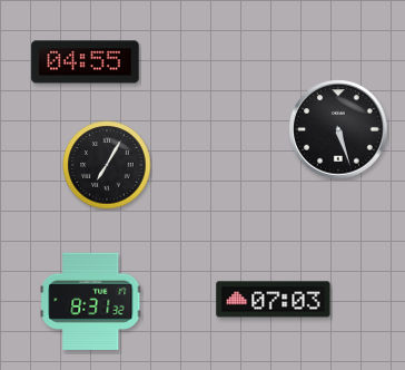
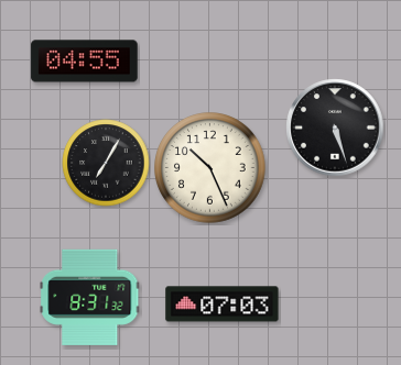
clock at (210, 168): none -> 10:26
clock at (274, 300) position: (274, 300) -> (223, 305)
